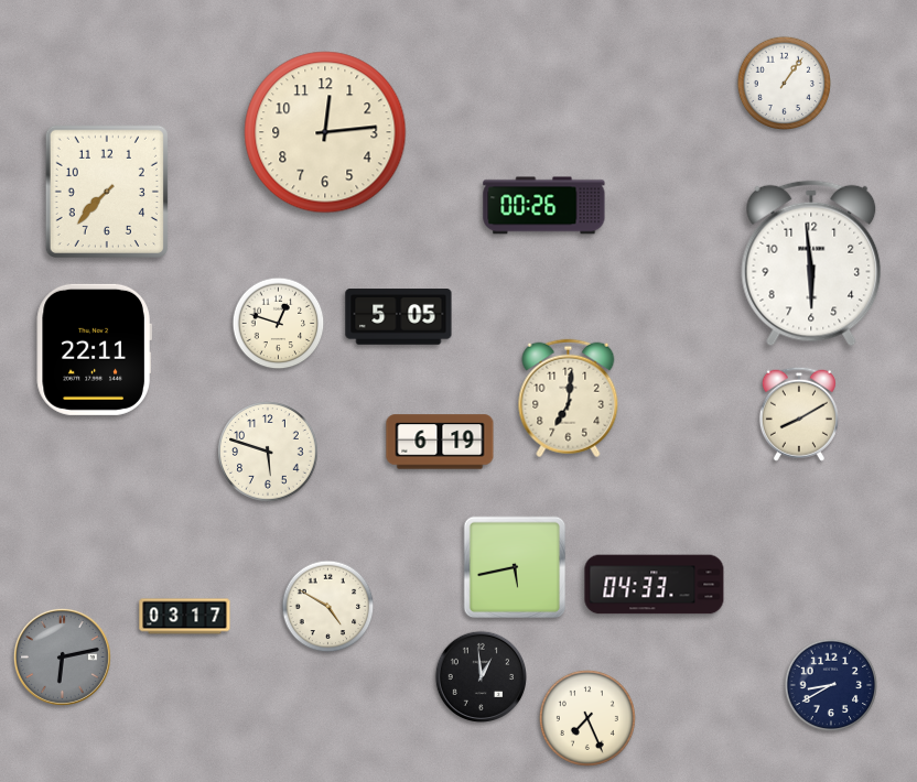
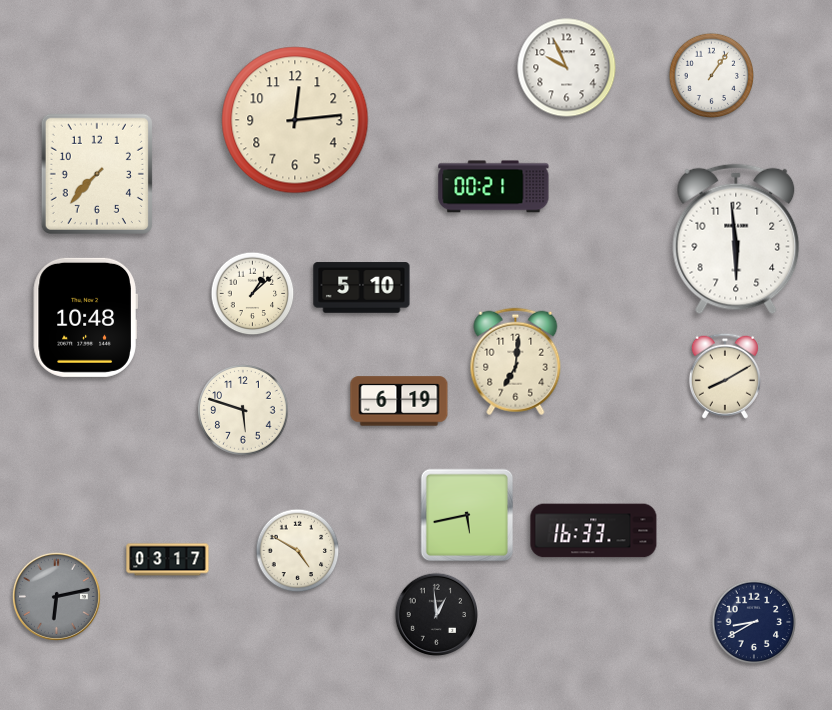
clock at (567, 68): none -> 9:56
clock at (544, 206): 00:26 -> 00:21
clock at (399, 317): 5:05 -> 5:10
clock at (279, 324): 12:48 -> 1:08
clock at (94, 349): 22:11 -> 10:48
clock at (655, 585): 04:33 -> 16:33
clock at (587, 718): 7:26 -> none
